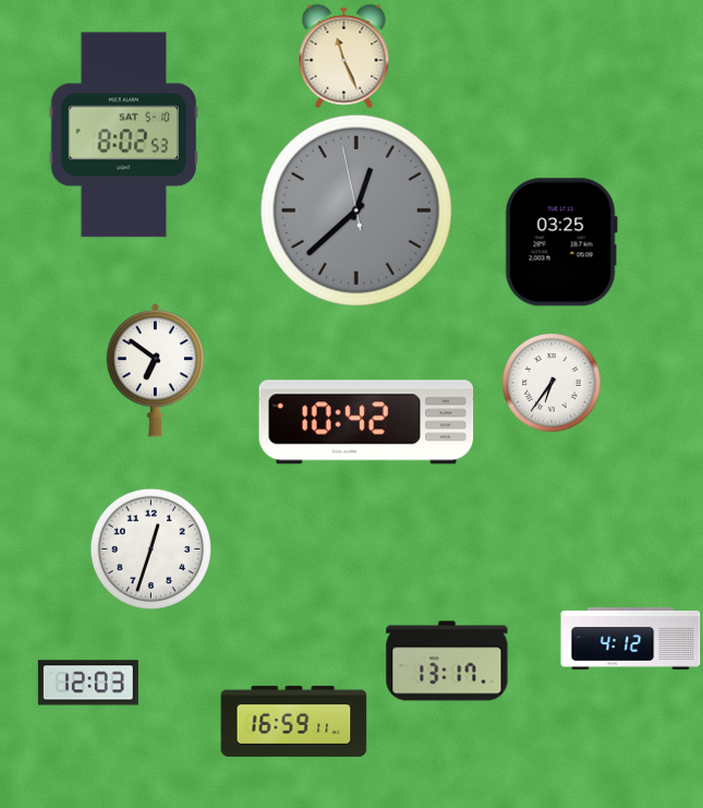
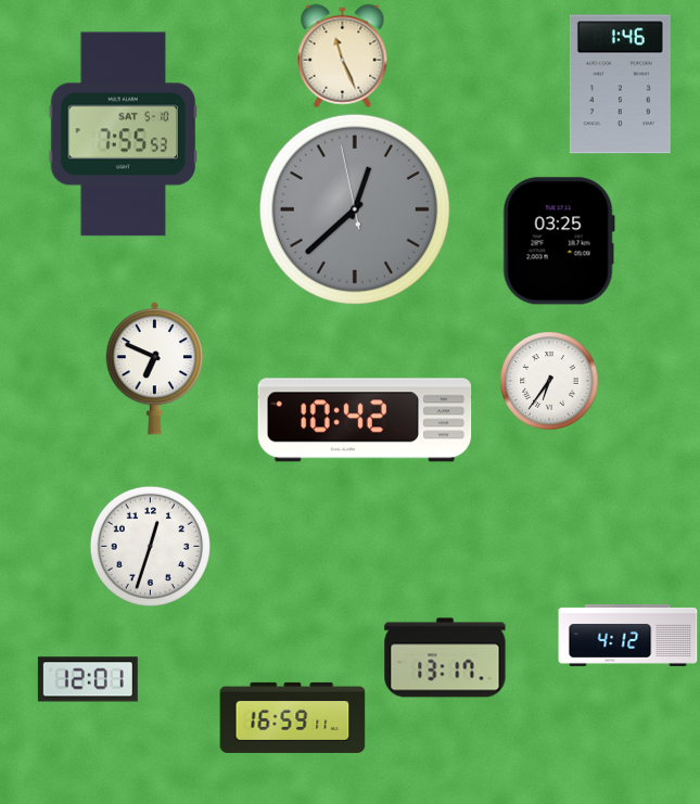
clock at (620, 85): none -> 1:46
clock at (123, 135): 8:02 -> 7:55
clock at (156, 370): 6:51 -> 6:49
clock at (88, 683): 12:03 -> 12:01
